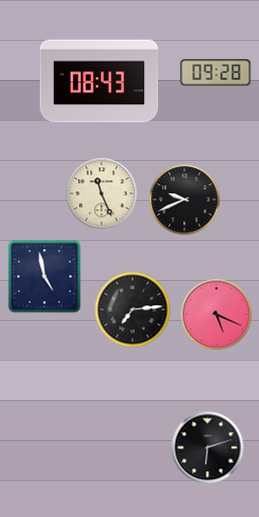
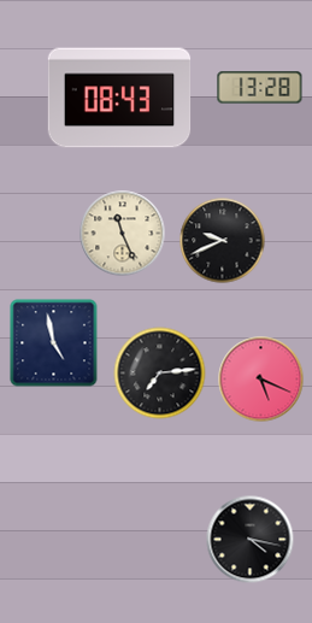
clock at (216, 73): 09:28 -> 13:28
clock at (45, 277) position: (45, 277) -> (54, 343)
clock at (208, 448): 6:12 -> 4:17
